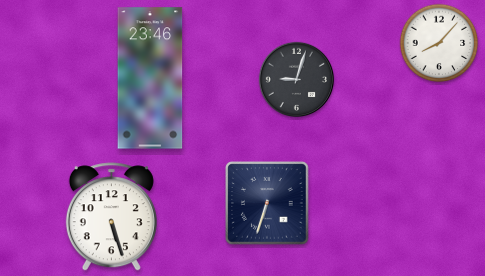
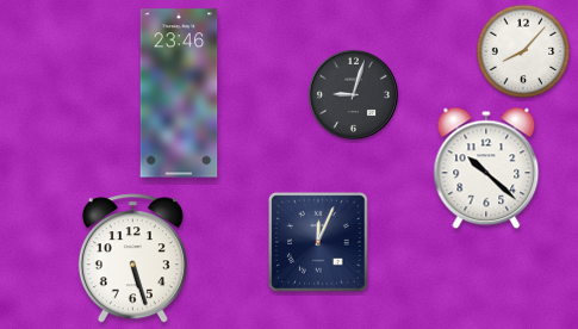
clock at (486, 168): none -> 10:22
clock at (268, 204): 6:33 -> 12:04
